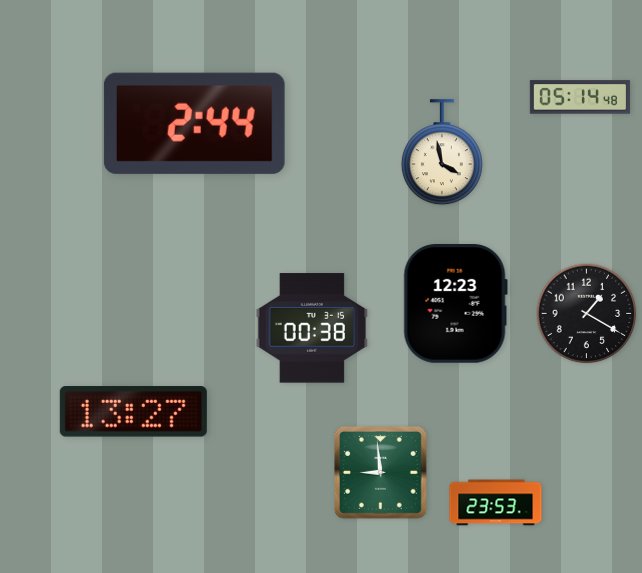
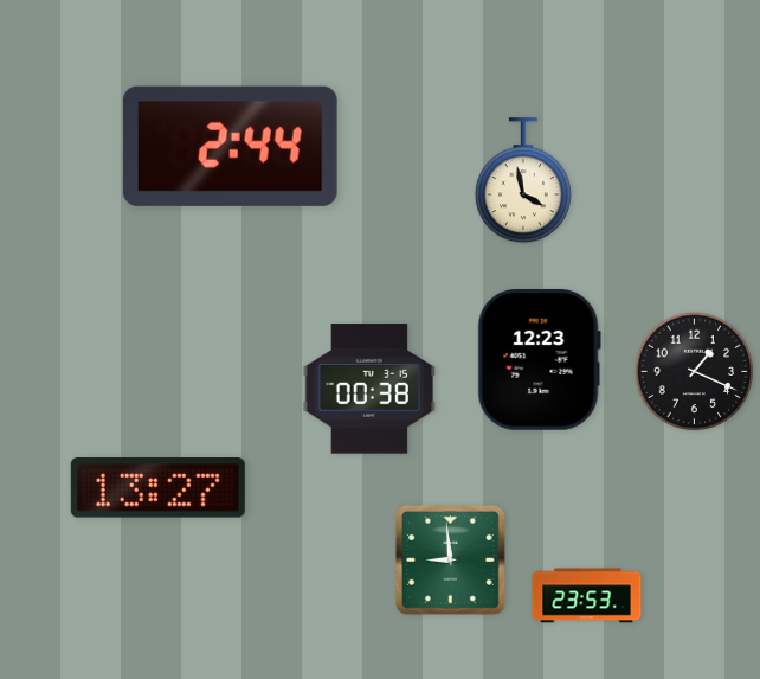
clock at (580, 97): 05:14 -> none
clock at (587, 314): 1:20 -> 1:19
